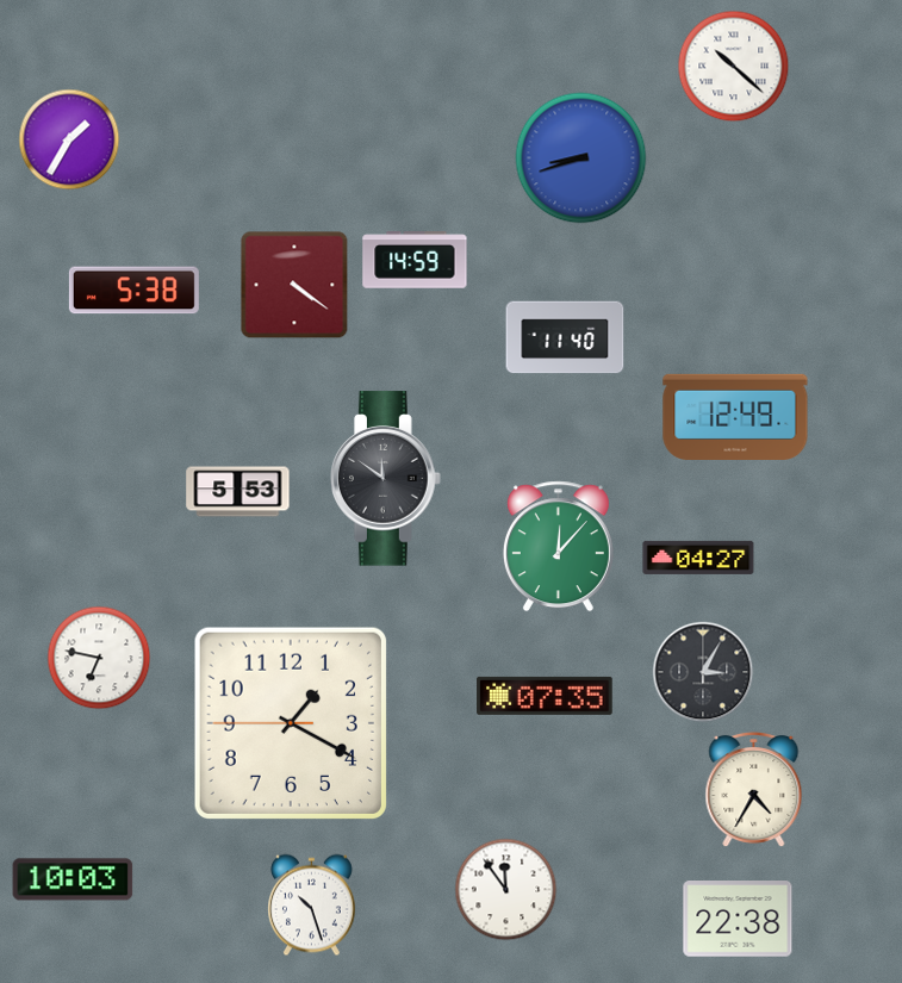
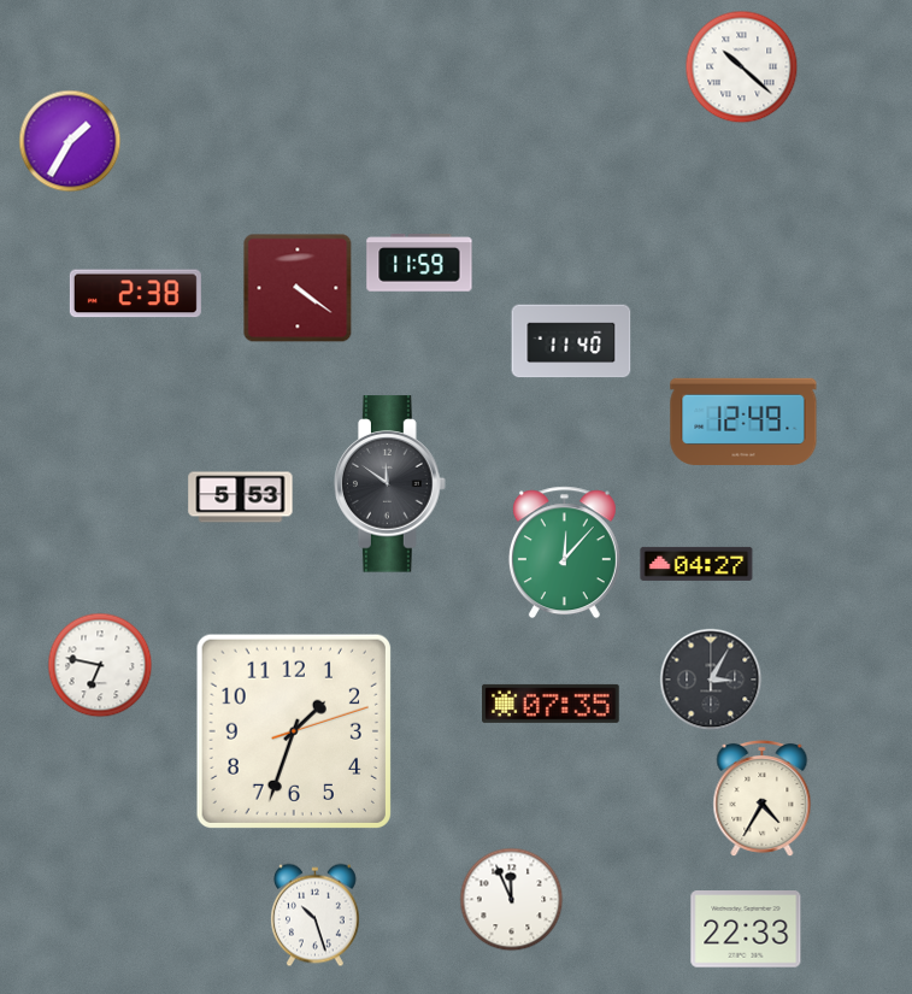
clock at (581, 158): 8:42 -> none
clock at (415, 260): 14:59 -> 11:59
clock at (133, 291): 5:38 -> 2:38
clock at (698, 558) position: (698, 558) -> (696, 564)
clock at (291, 723): 1:19 -> 1:33
clock at (73, 879): 10:03 -> none
clock at (506, 890): 11:54 -> 11:56
clock at (738, 919): 22:38 -> 22:33
